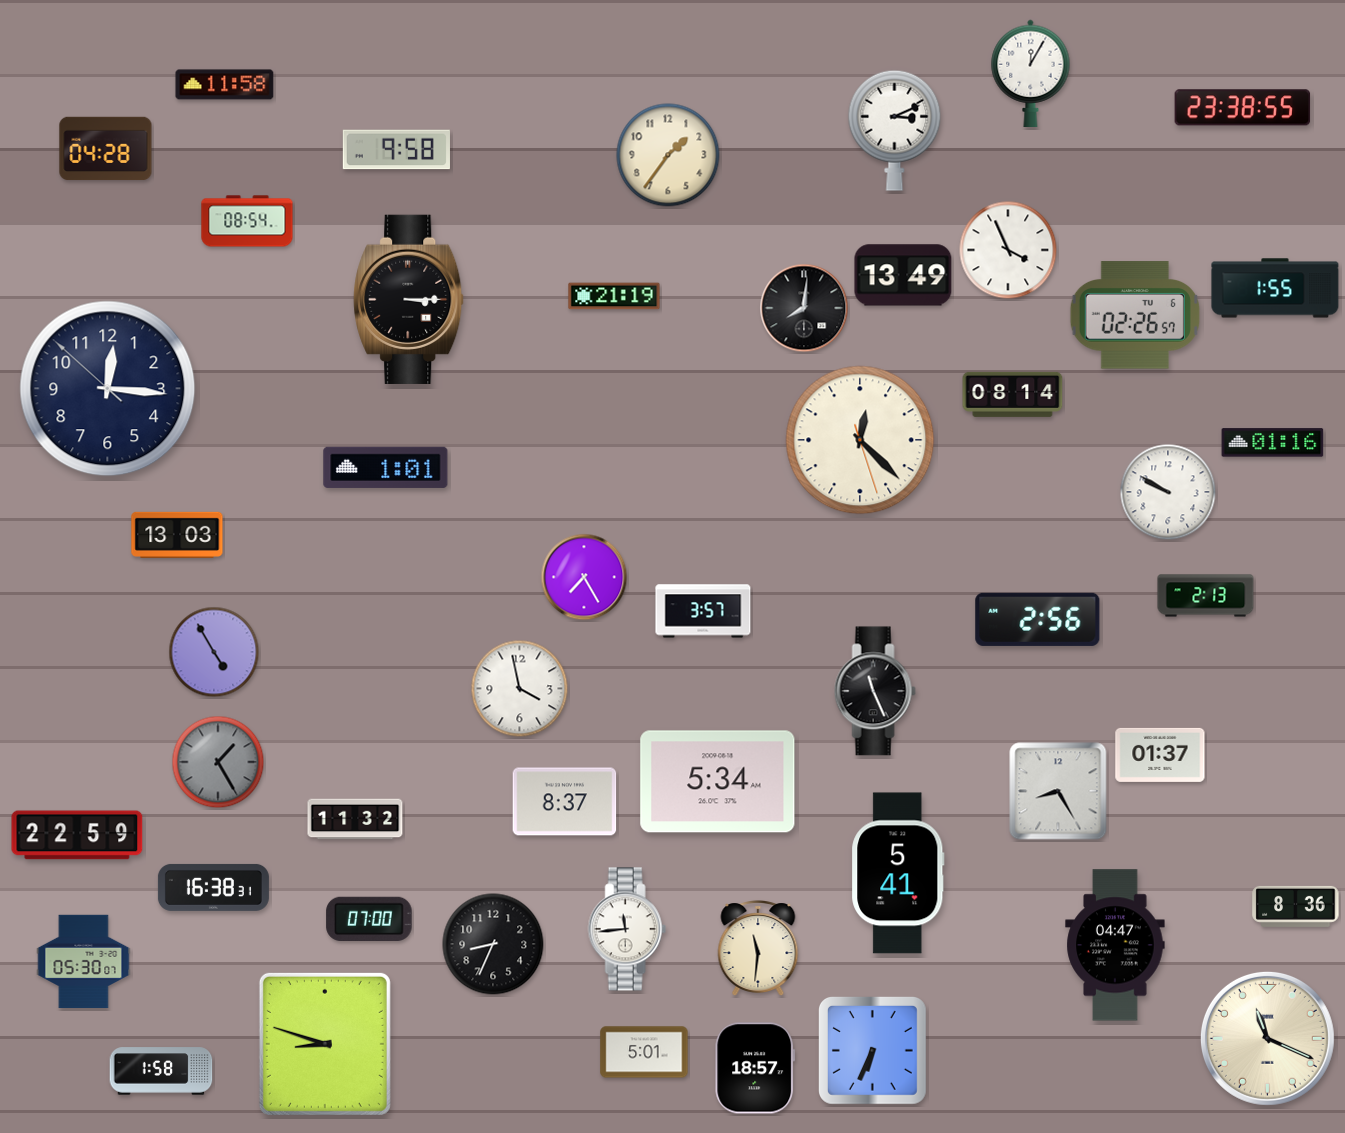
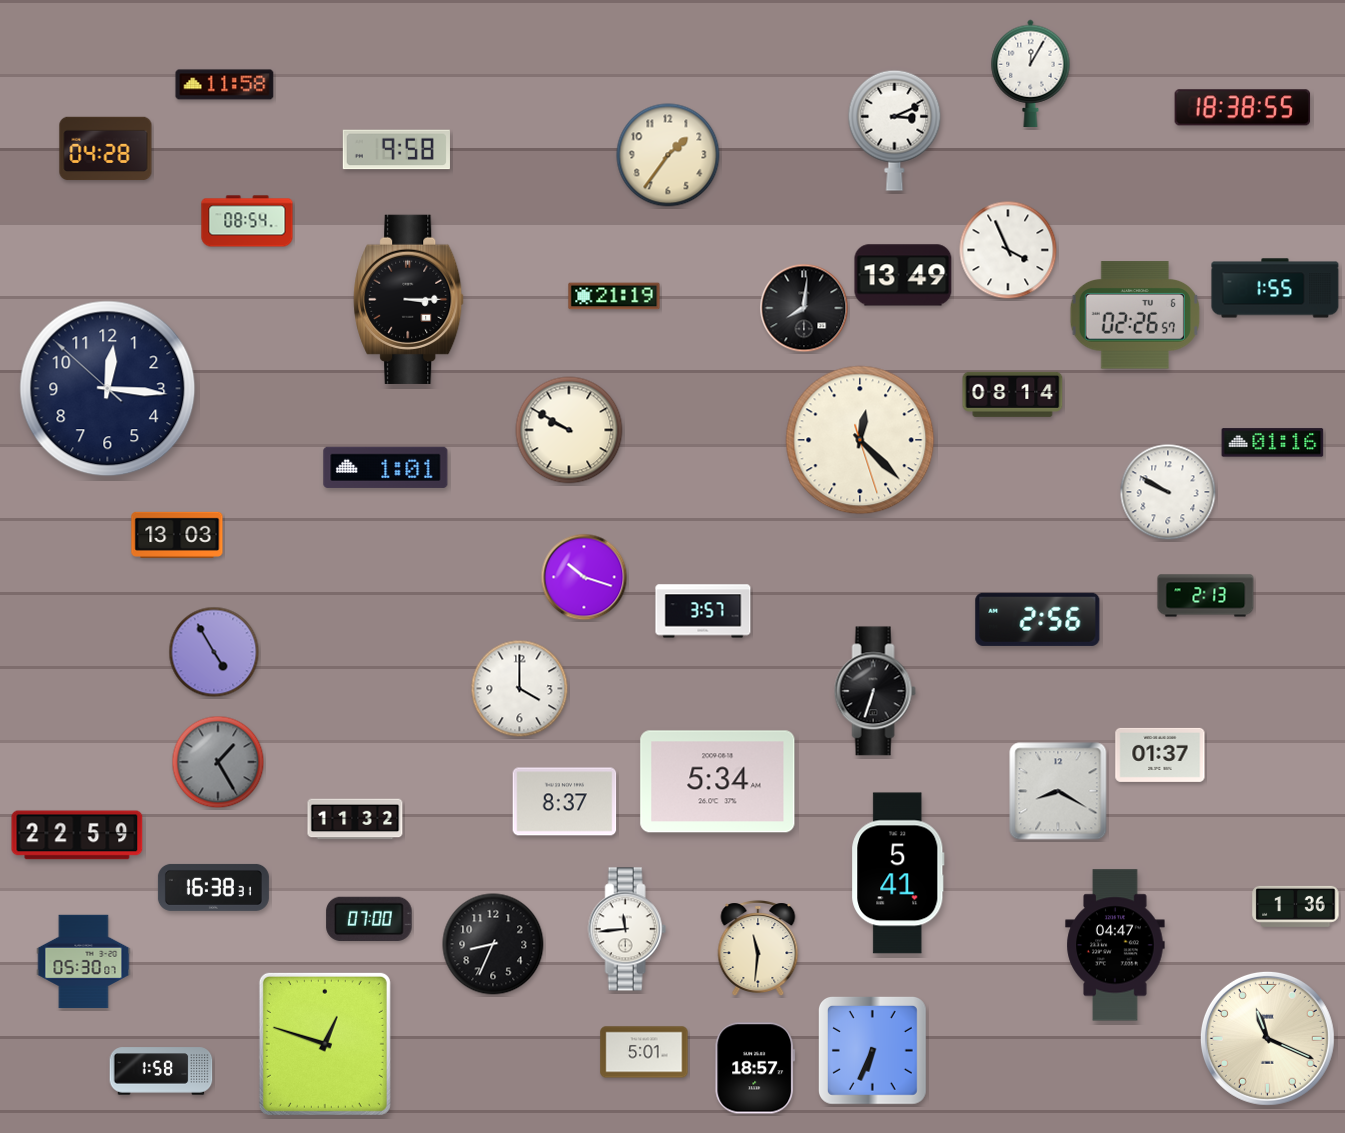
clock at (1243, 108): 23:38 -> 18:38
clock at (569, 430): none -> 9:50
clock at (584, 577): 7:25 -> 10:18
clock at (520, 689): 3:58 -> 4:00
clock at (875, 691): 11:26 -> 6:33
clock at (1058, 791): 8:25 -> 8:20
clock at (1296, 906): 8:36 -> 1:36
clock at (325, 1044): 8:48 -> 12:48
